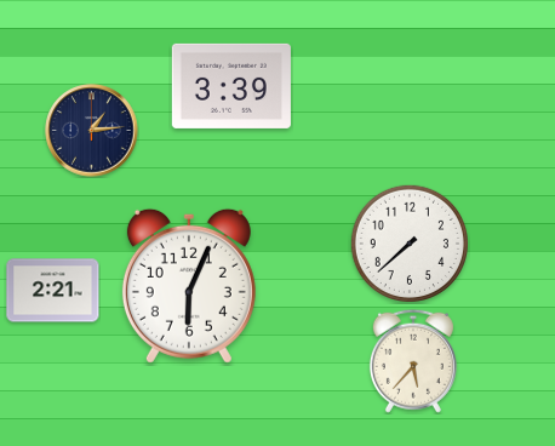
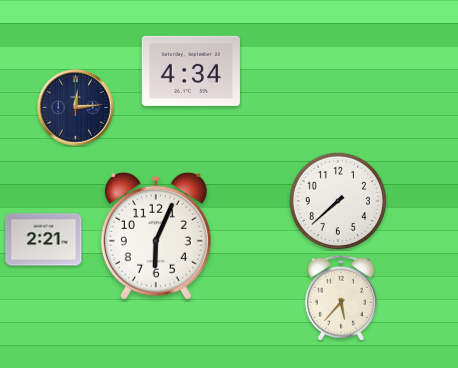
clock at (231, 86): 3:39 -> 4:34
clock at (92, 131): 1:14 -> 12:14
